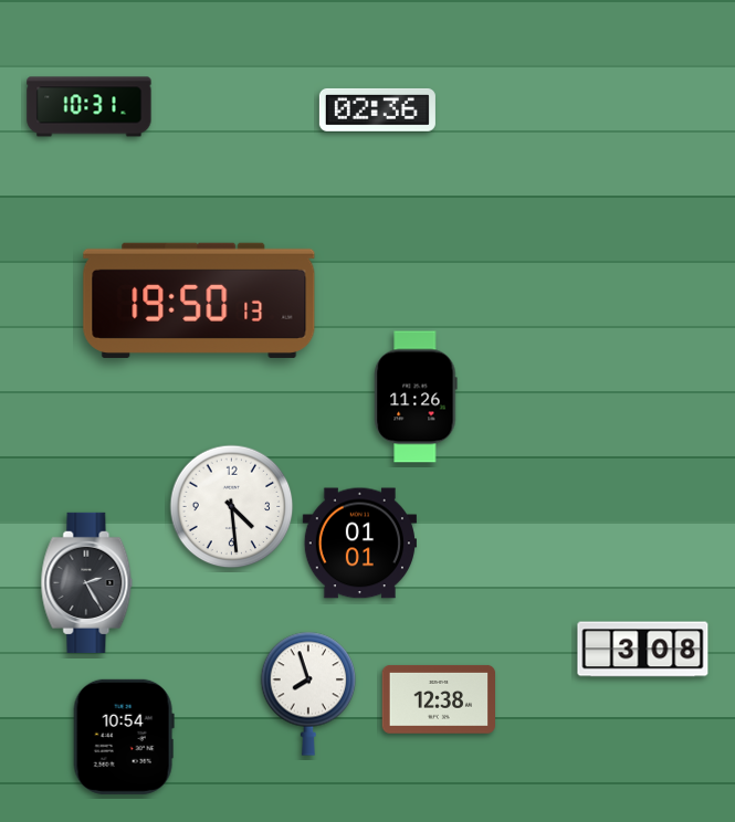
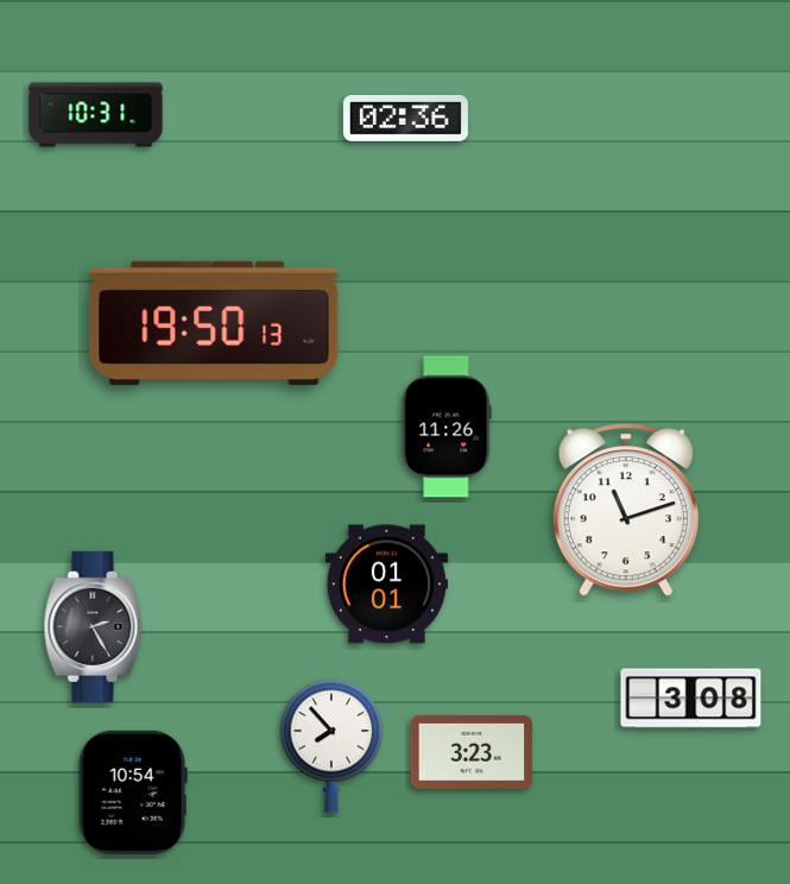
clock at (626, 510): none -> 11:12
clock at (232, 507): 4:29 -> none
clock at (308, 694): 7:57 -> 7:53
clock at (438, 699): 12:38 -> 3:23
